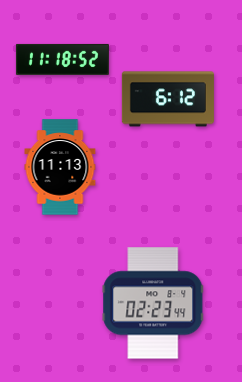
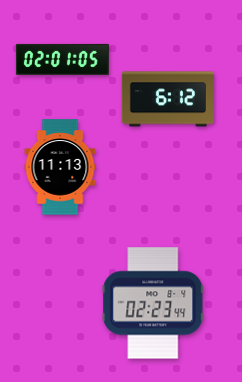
clock at (62, 59): 11:18 -> 02:01
